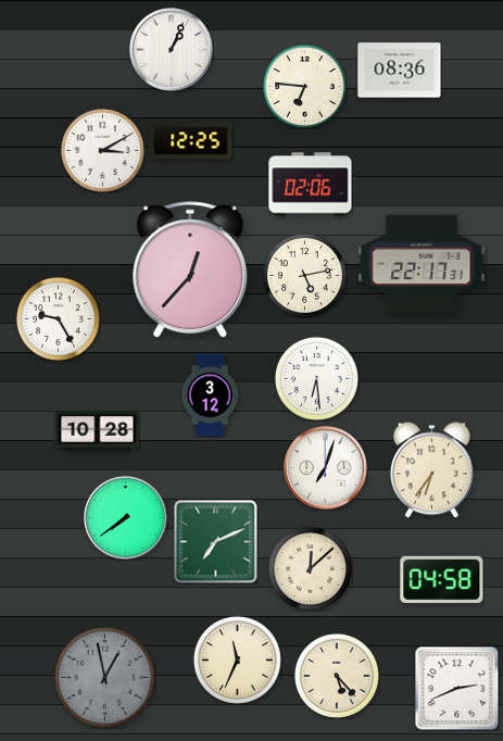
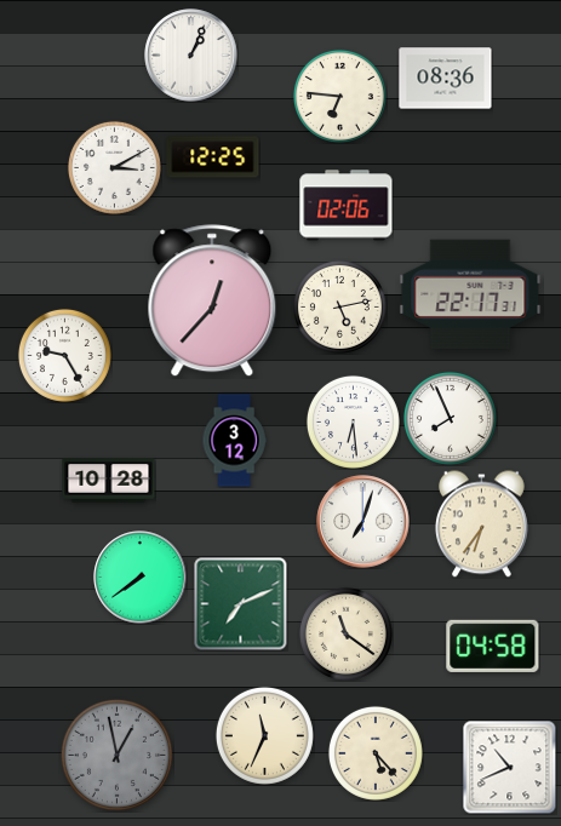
clock at (450, 418): none -> 7:56
clock at (310, 568): 12:08 -> 11:21
clock at (456, 688): 2:41 -> 10:41
